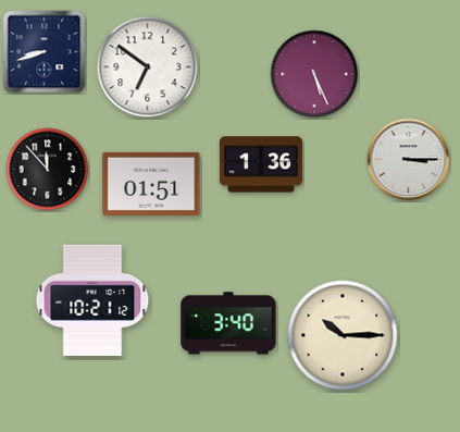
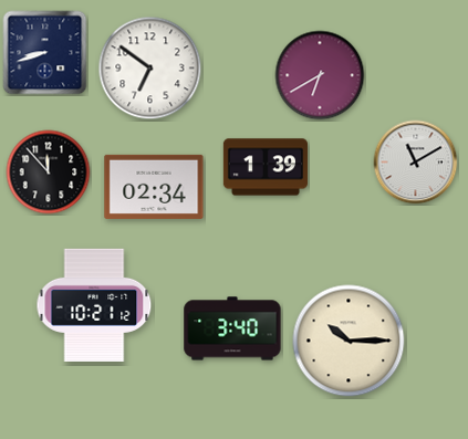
clock at (314, 74): 5:26 -> 6:40
clock at (409, 160): 3:15 -> 11:10
clock at (261, 164): 1:36 -> 1:39
clock at (151, 184): 01:51 -> 02:34
